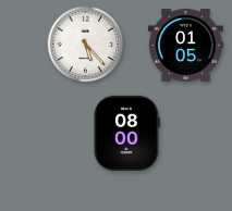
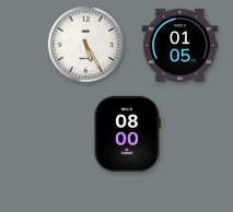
clock at (86, 45): 5:23 -> 5:25
clock at (185, 46) position: (185, 46) -> (179, 46)
